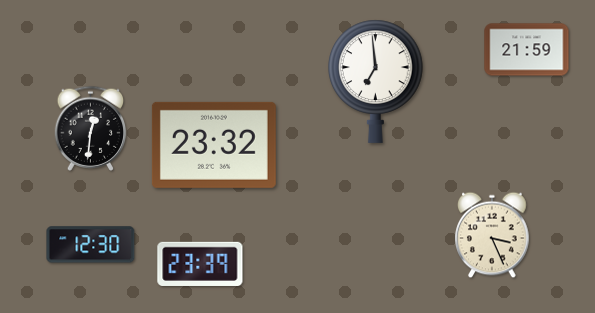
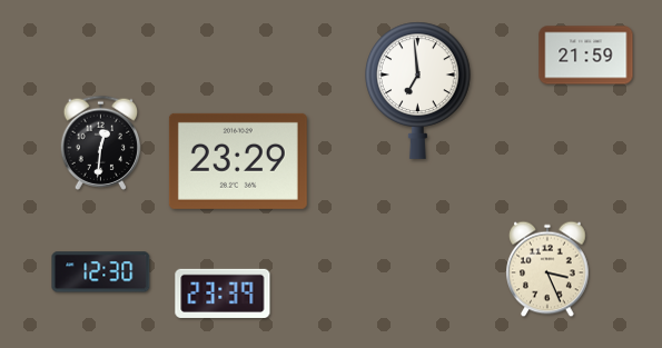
clock at (214, 145): 23:32 -> 23:29
clock at (492, 235) position: (492, 235) -> (547, 269)
